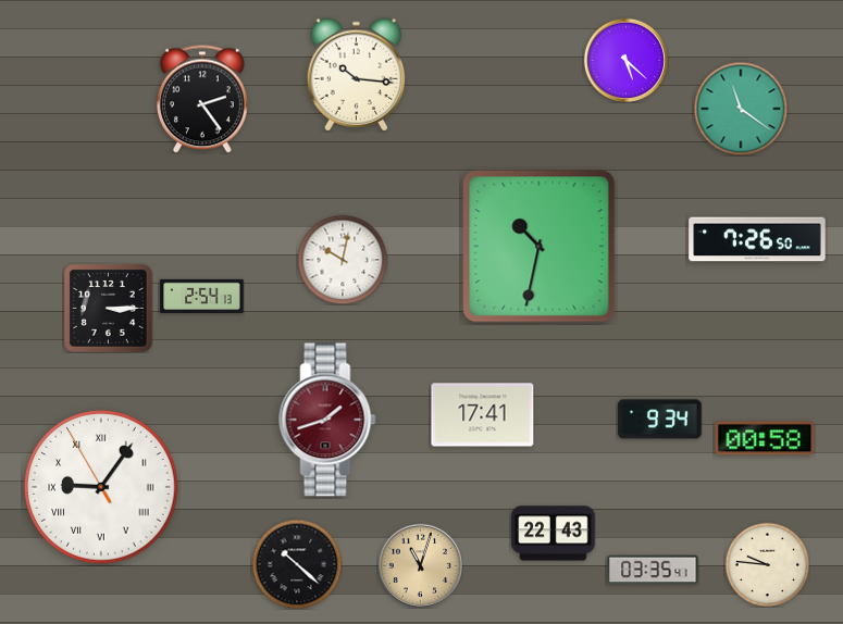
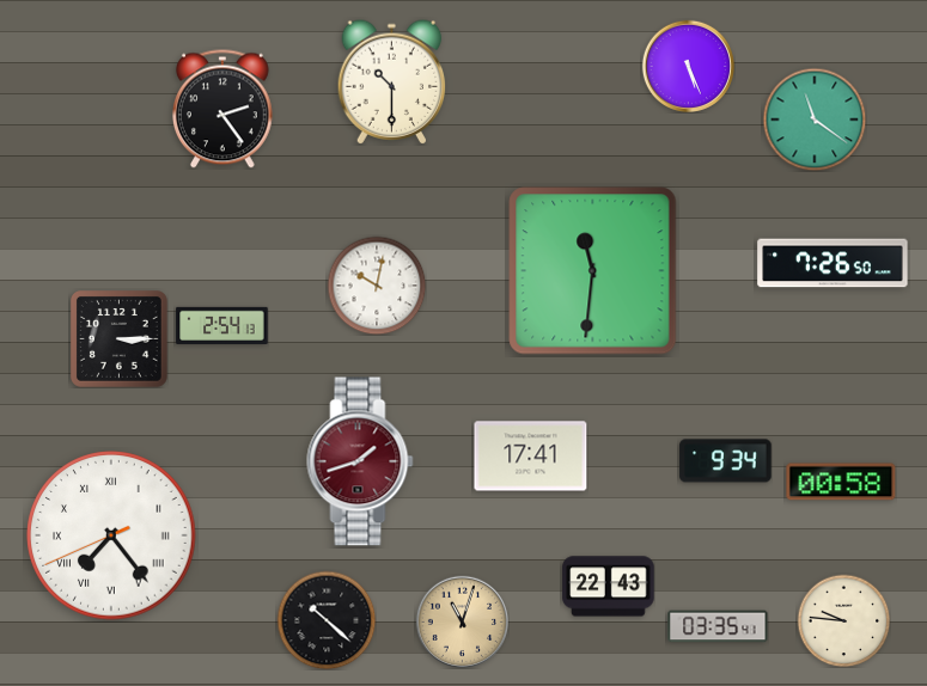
clock at (625, 60): 5:22 -> 5:26
clock at (357, 75): 10:16 -> 10:30
clock at (540, 247): 10:32 -> 11:31
clock at (101, 487): 9:05 -> 7:23
